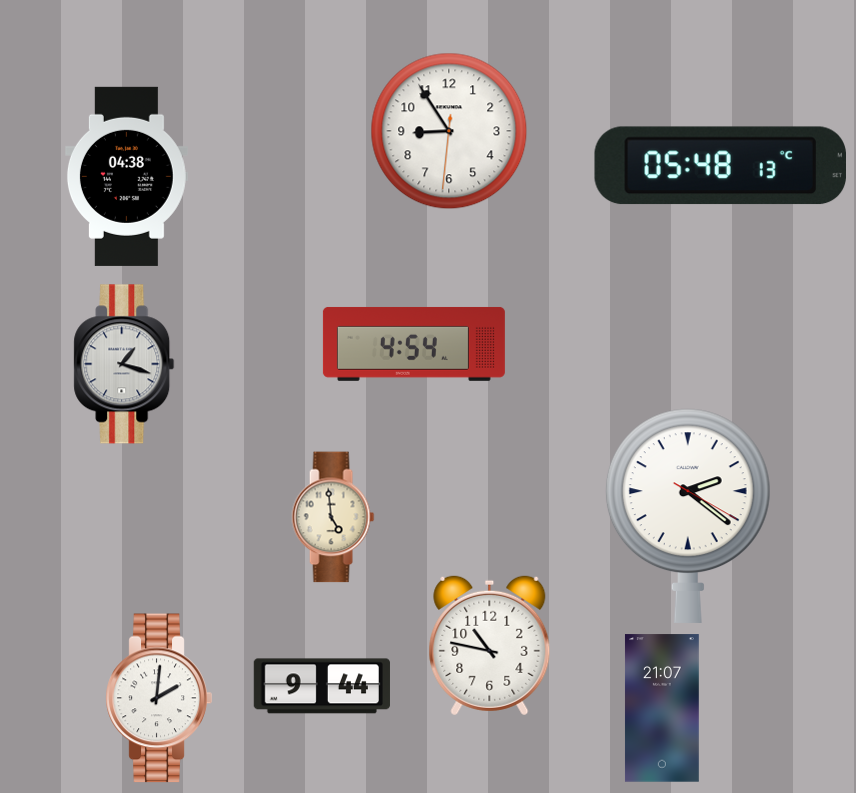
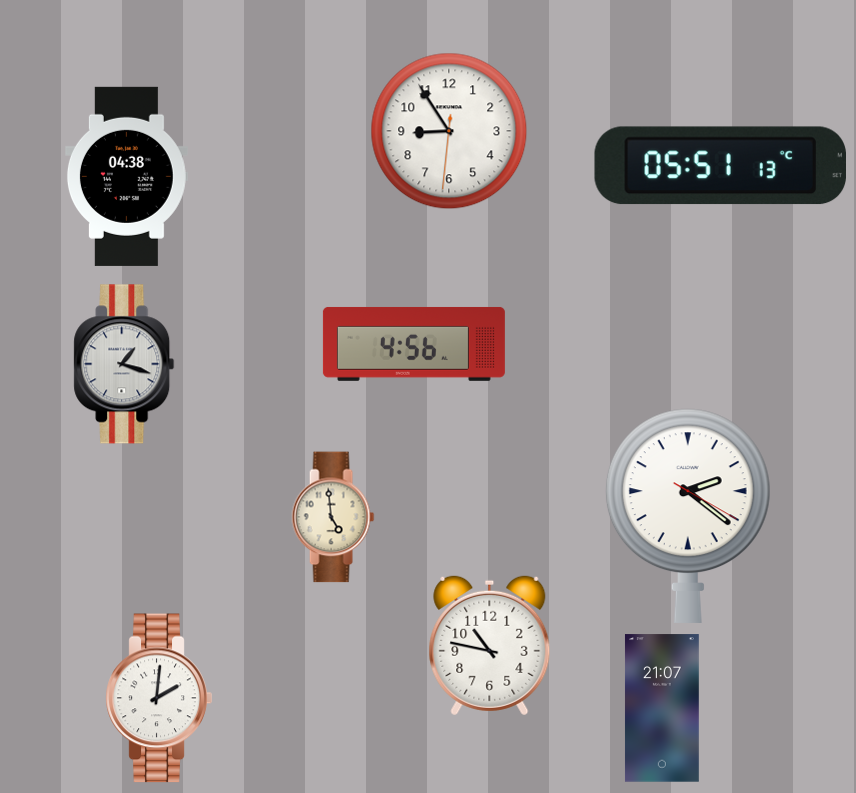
clock at (720, 166): 05:48 -> 05:51
clock at (414, 344): 4:54 -> 4:56
clock at (322, 686): 9:44 -> none
